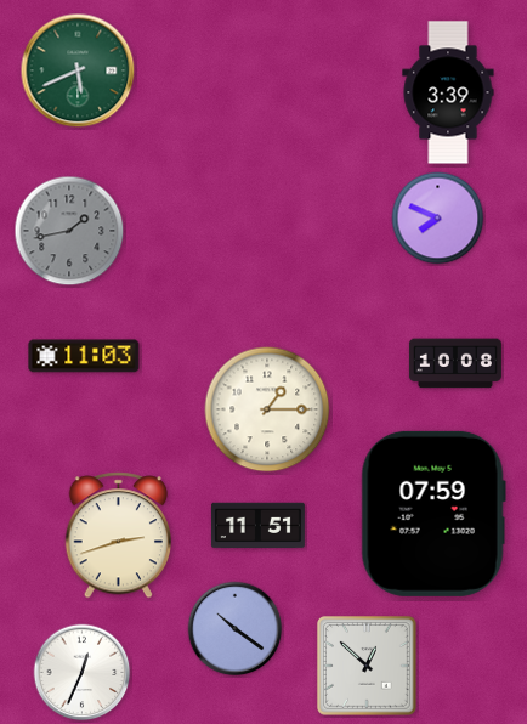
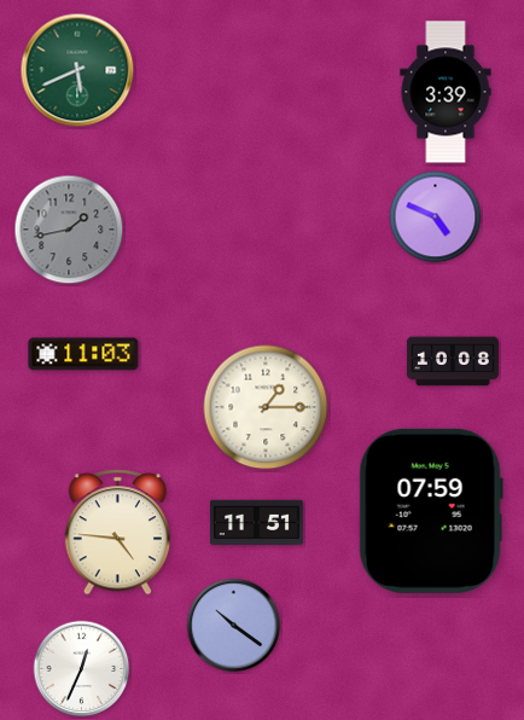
clock at (438, 219): 7:49 -> 4:49
clock at (118, 536): 2:42 -> 4:46
clock at (368, 667): 12:52 -> none
